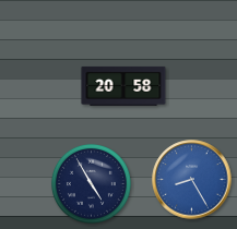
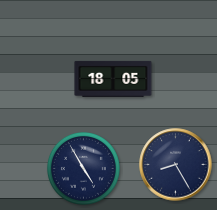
clock at (123, 86): 20:58 -> 18:05
clock at (192, 180) dial: blue -> navy
